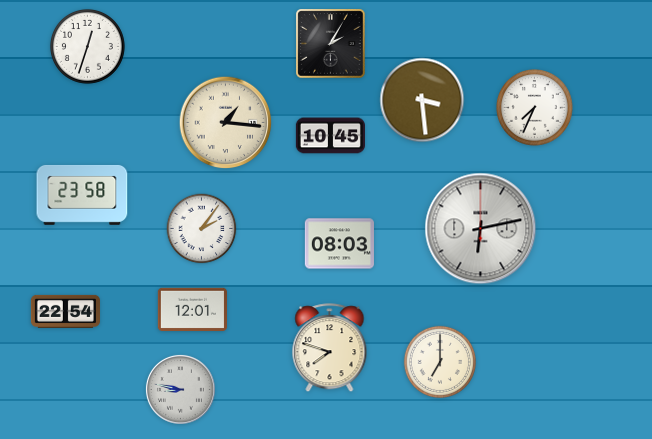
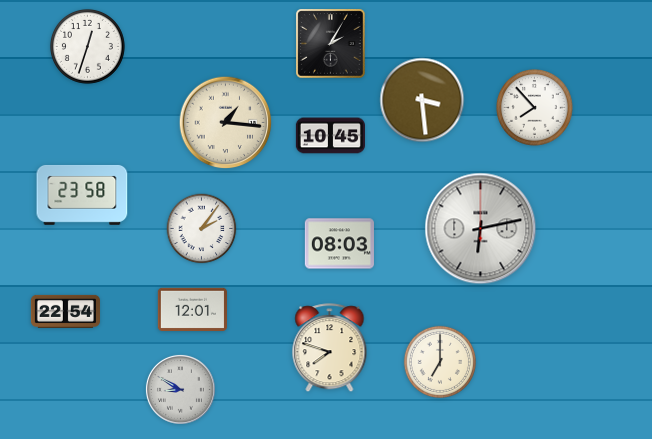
clock at (535, 108): 7:34 -> 7:53
clock at (180, 389): 8:47 -> 8:50
